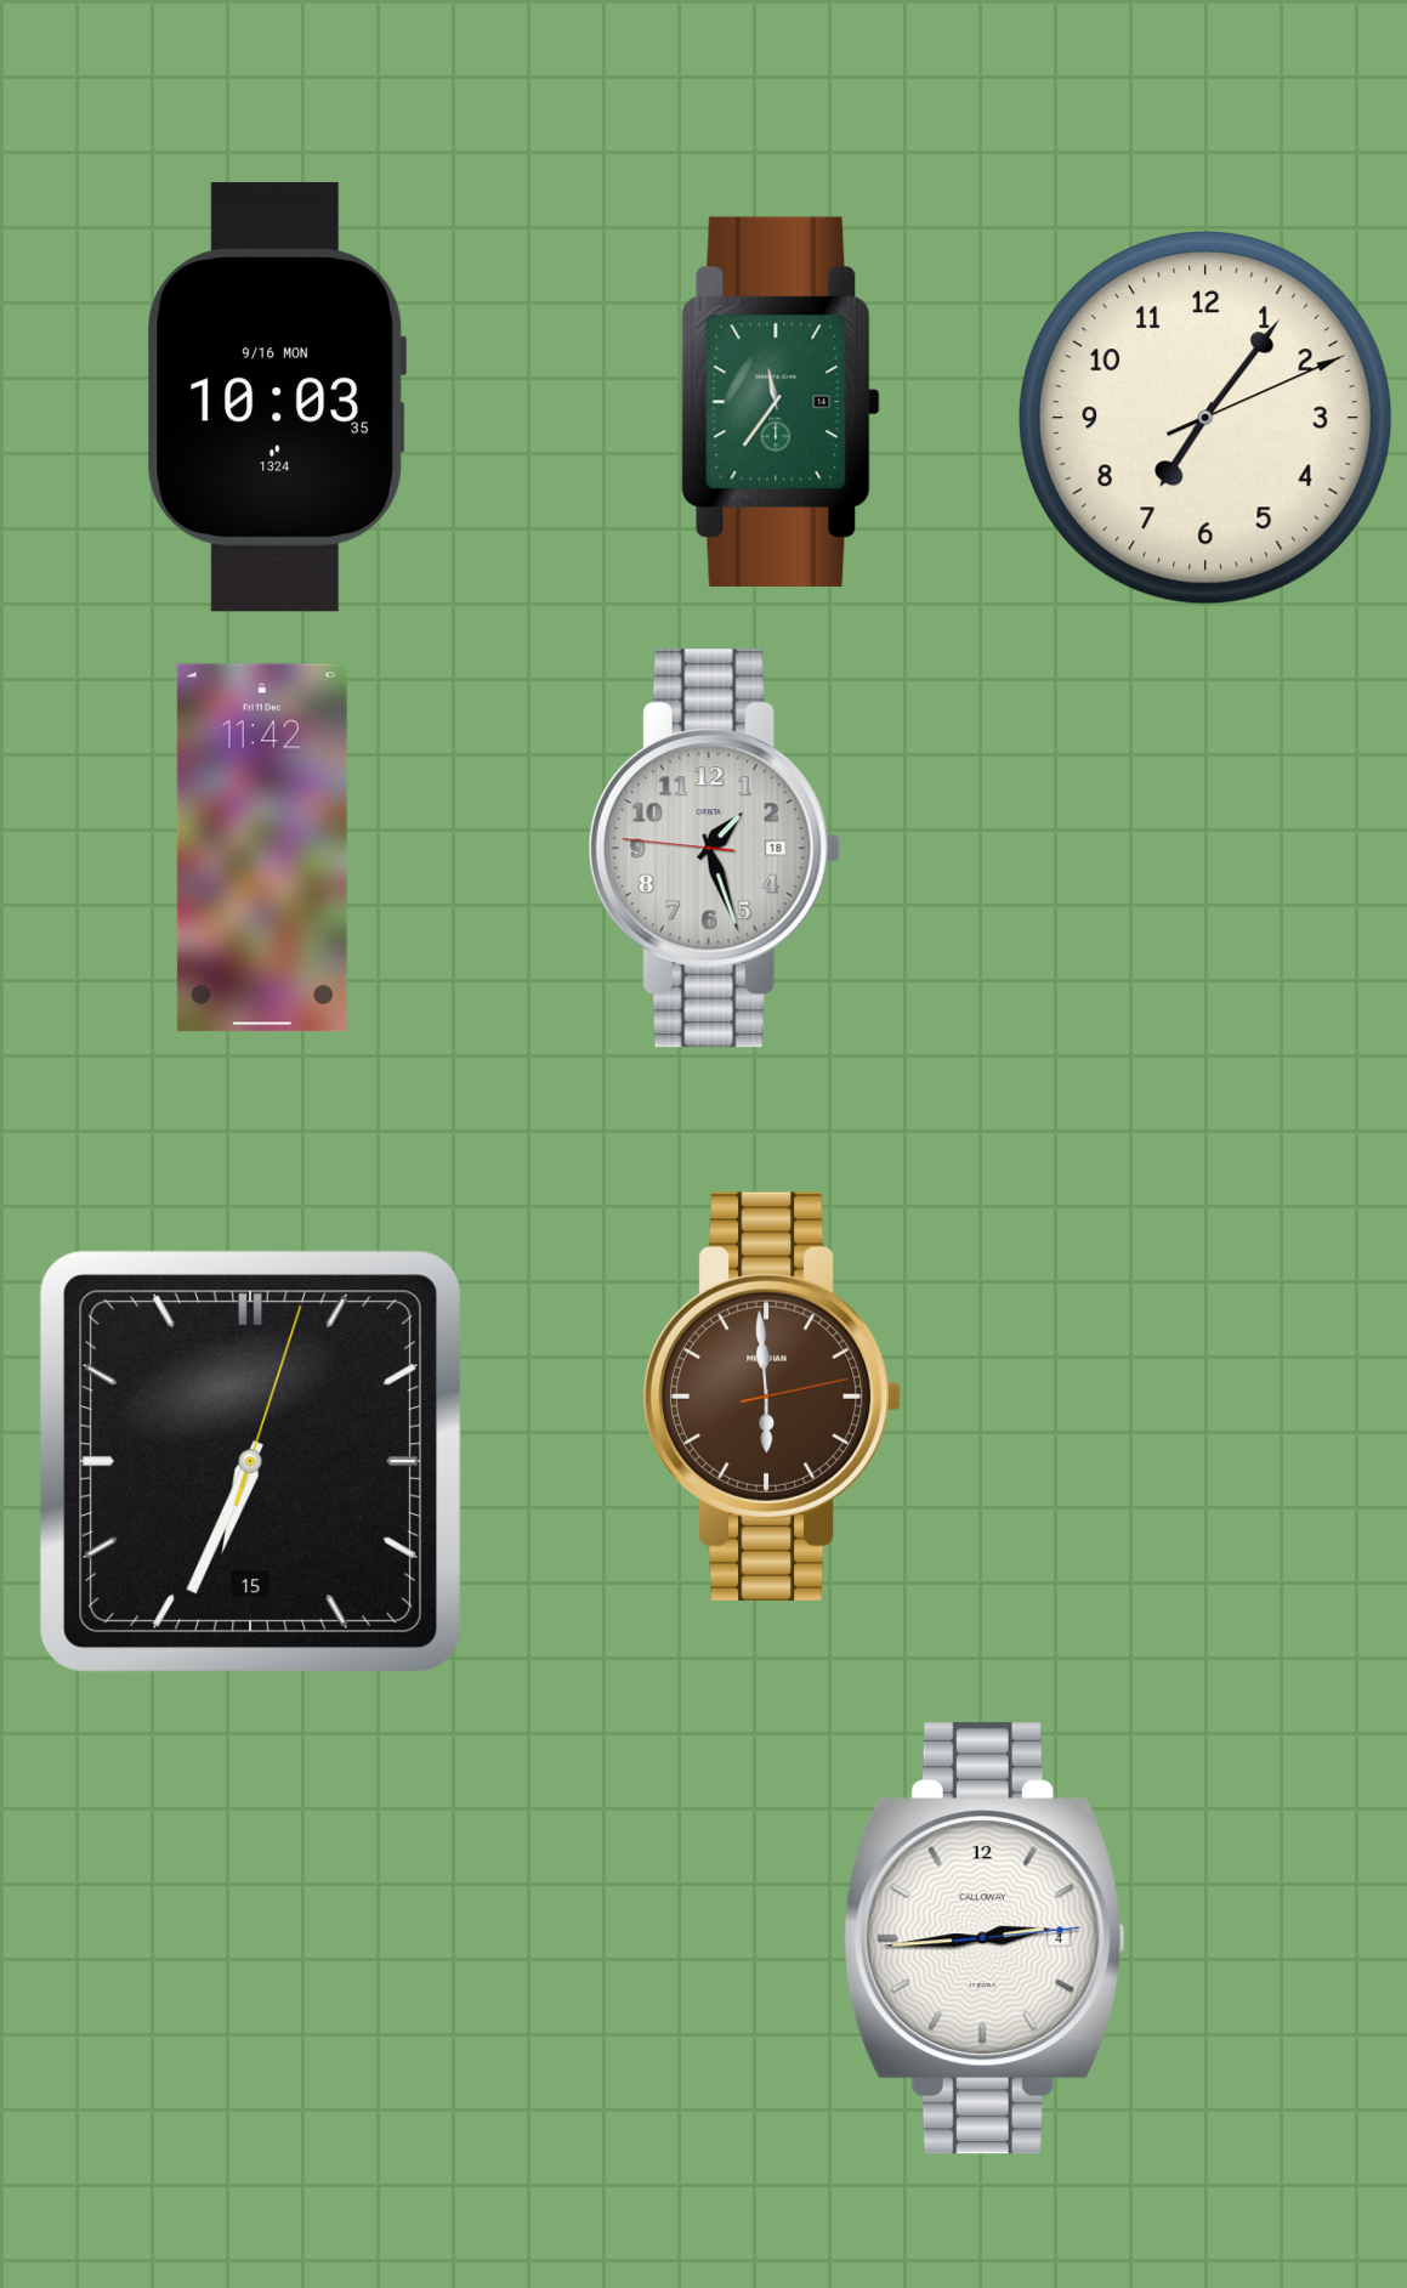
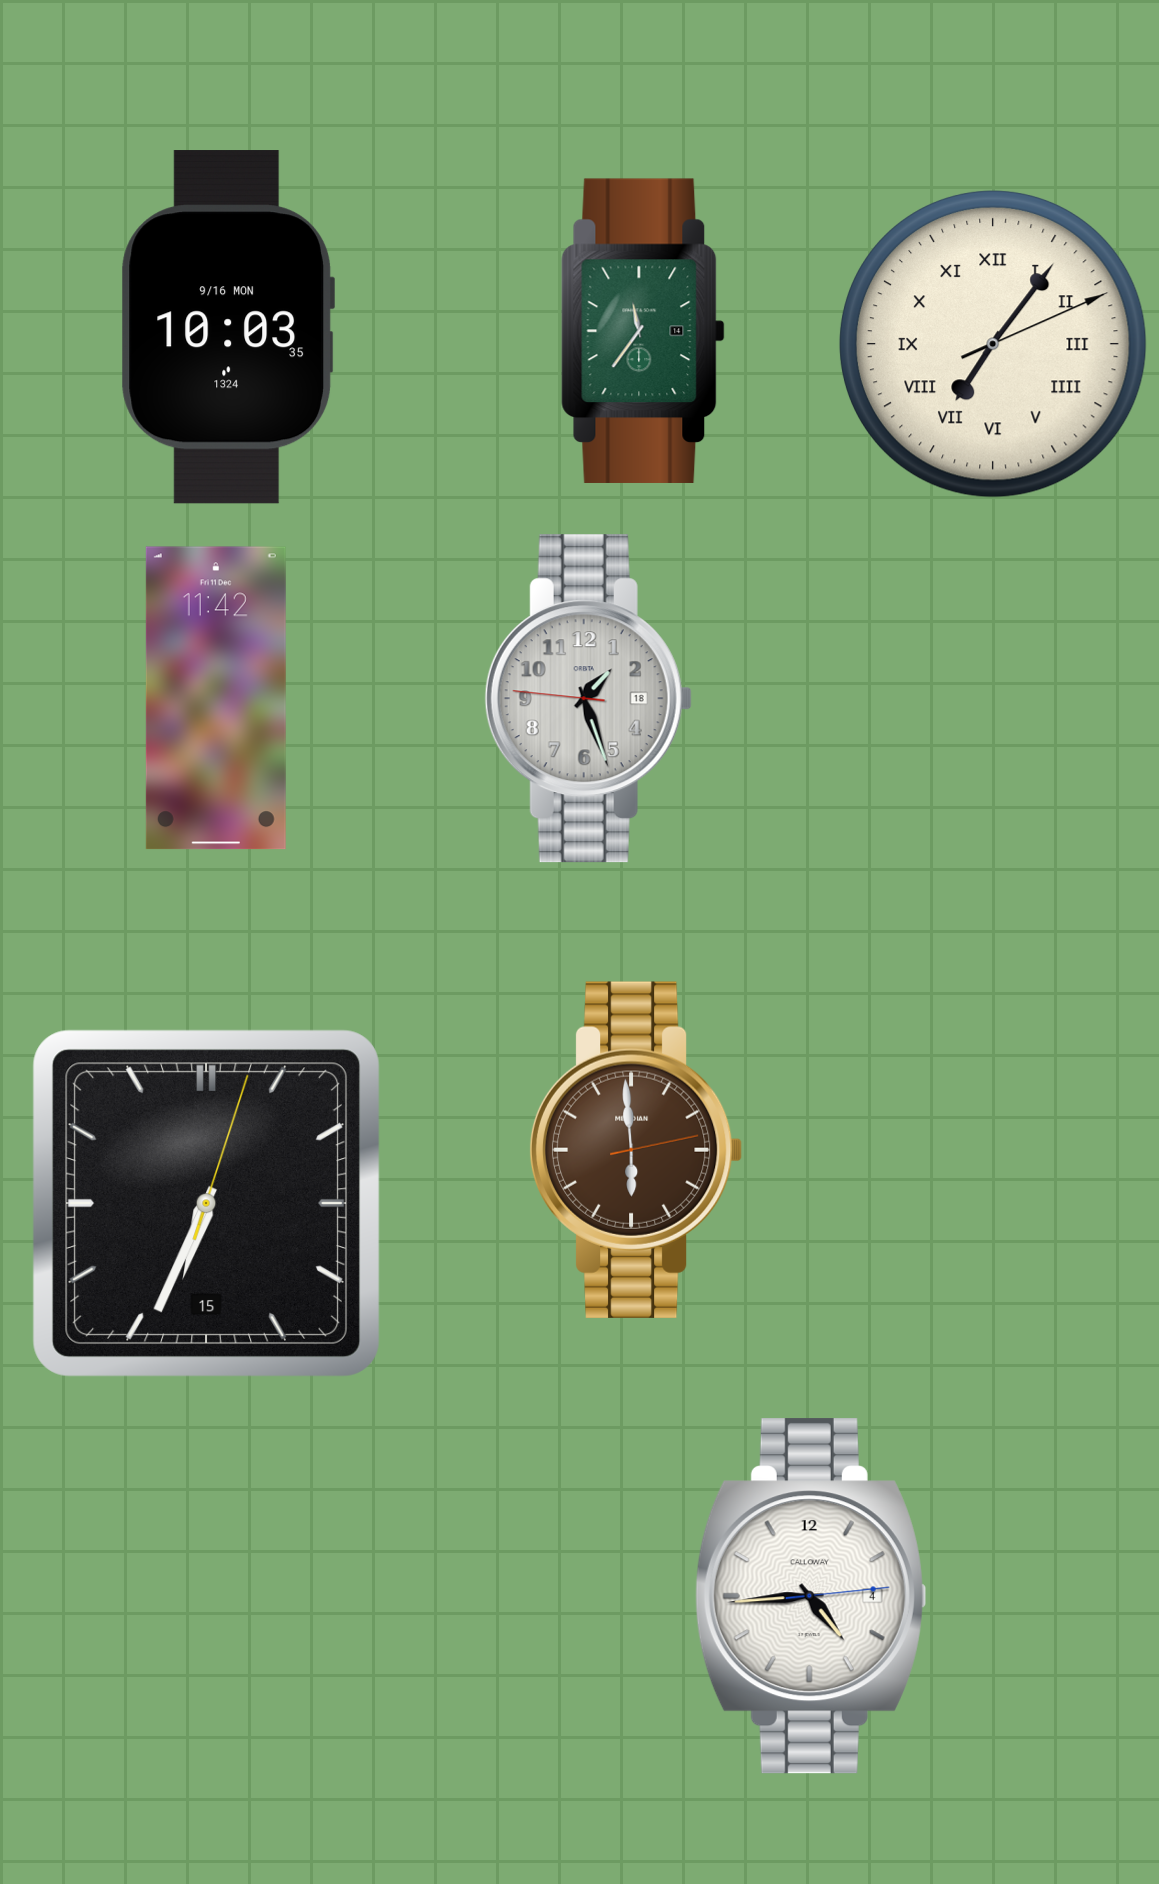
clock at (1205, 418) numerals: Arabic -> Roman
clock at (983, 1938): 2:44 -> 4:44
